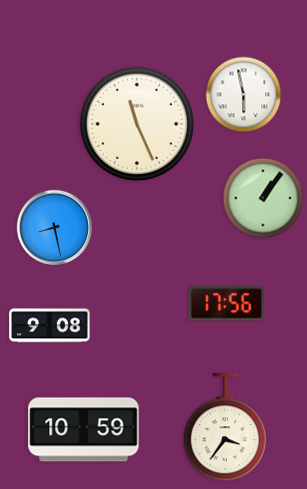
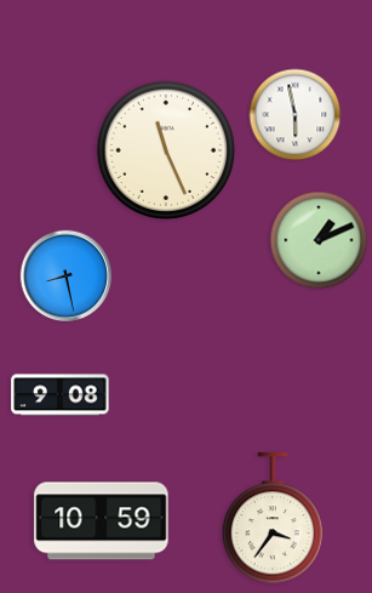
clock at (263, 198): 1:06 -> 1:11
clock at (226, 304): 17:56 -> none
